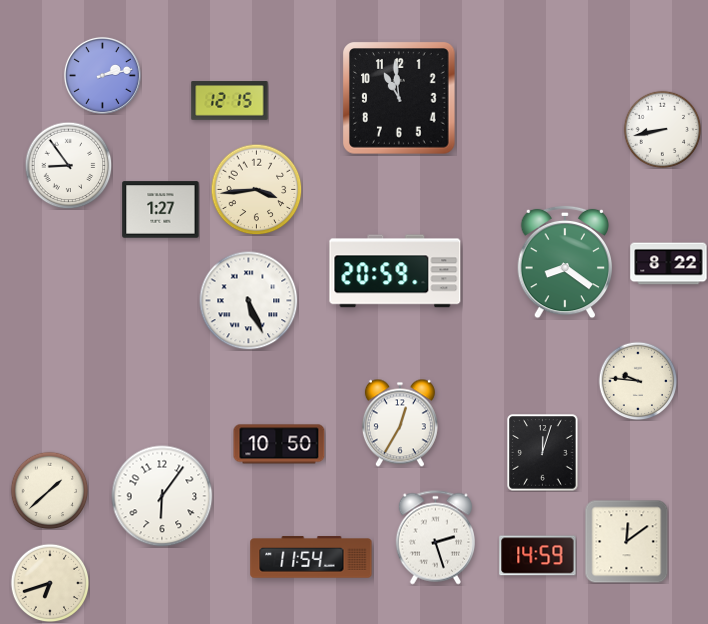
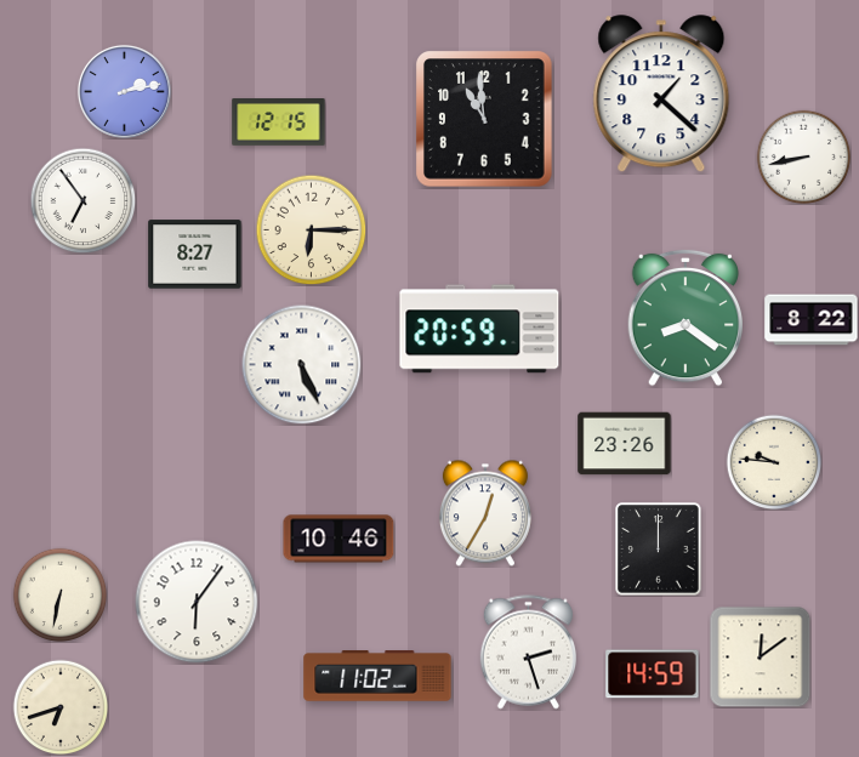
clock at (661, 95): none -> 1:22
clock at (68, 165): 8:54 -> 6:54
clock at (256, 189): 3:44 -> 6:15
clock at (161, 210): 1:27 -> 8:27
clock at (625, 444): none -> 23:26
clock at (279, 444): 10:50 -> 10:46
clock at (543, 453): 12:03 -> 12:00
clock at (49, 490): 1:38 -> 6:32
clock at (311, 557): 11:54 -> 11:02
